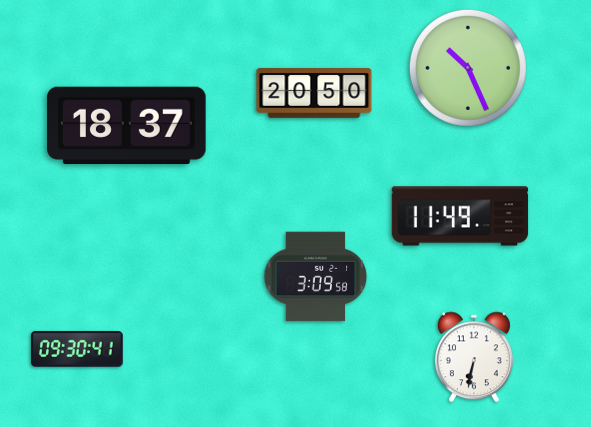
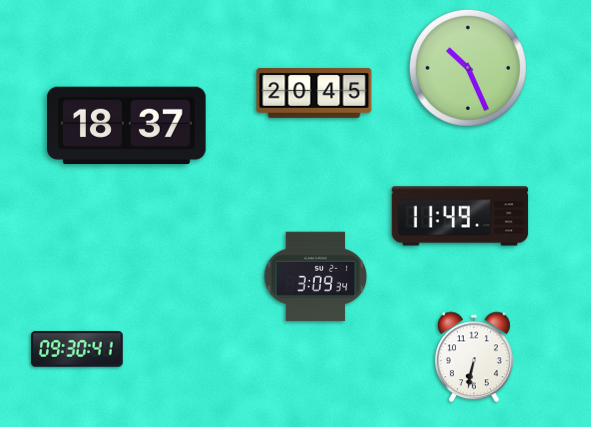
clock at (314, 93): 20:50 -> 20:45
clock at (316, 277): 3:09:58 -> 3:09:34
